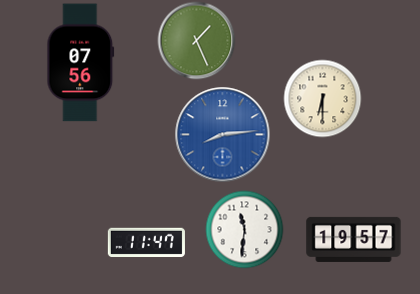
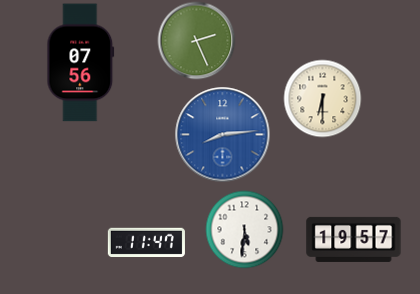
clock at (196, 40): 1:26 -> 2:26
clock at (244, 229): 11:31 -> 5:31
